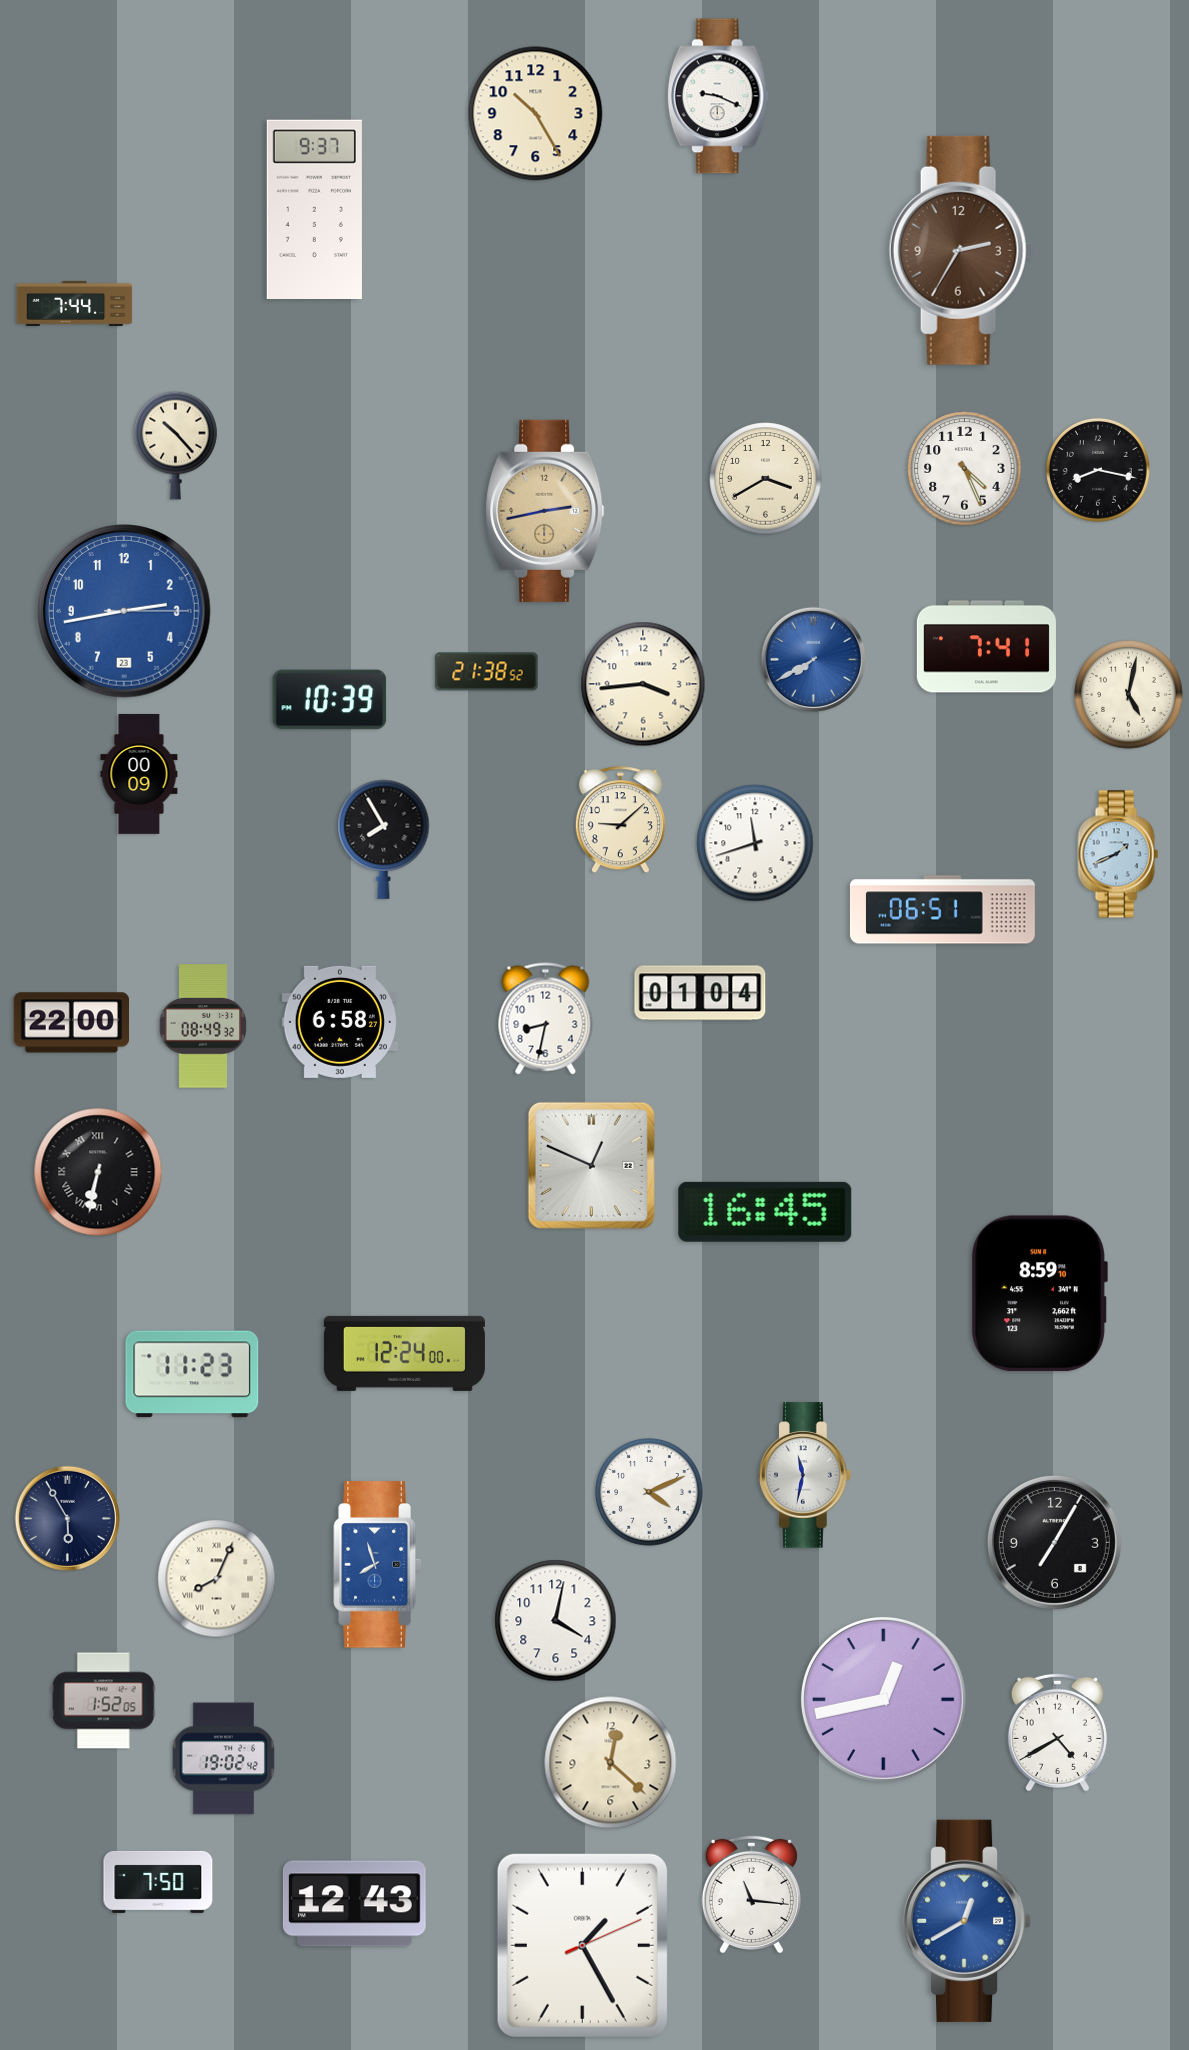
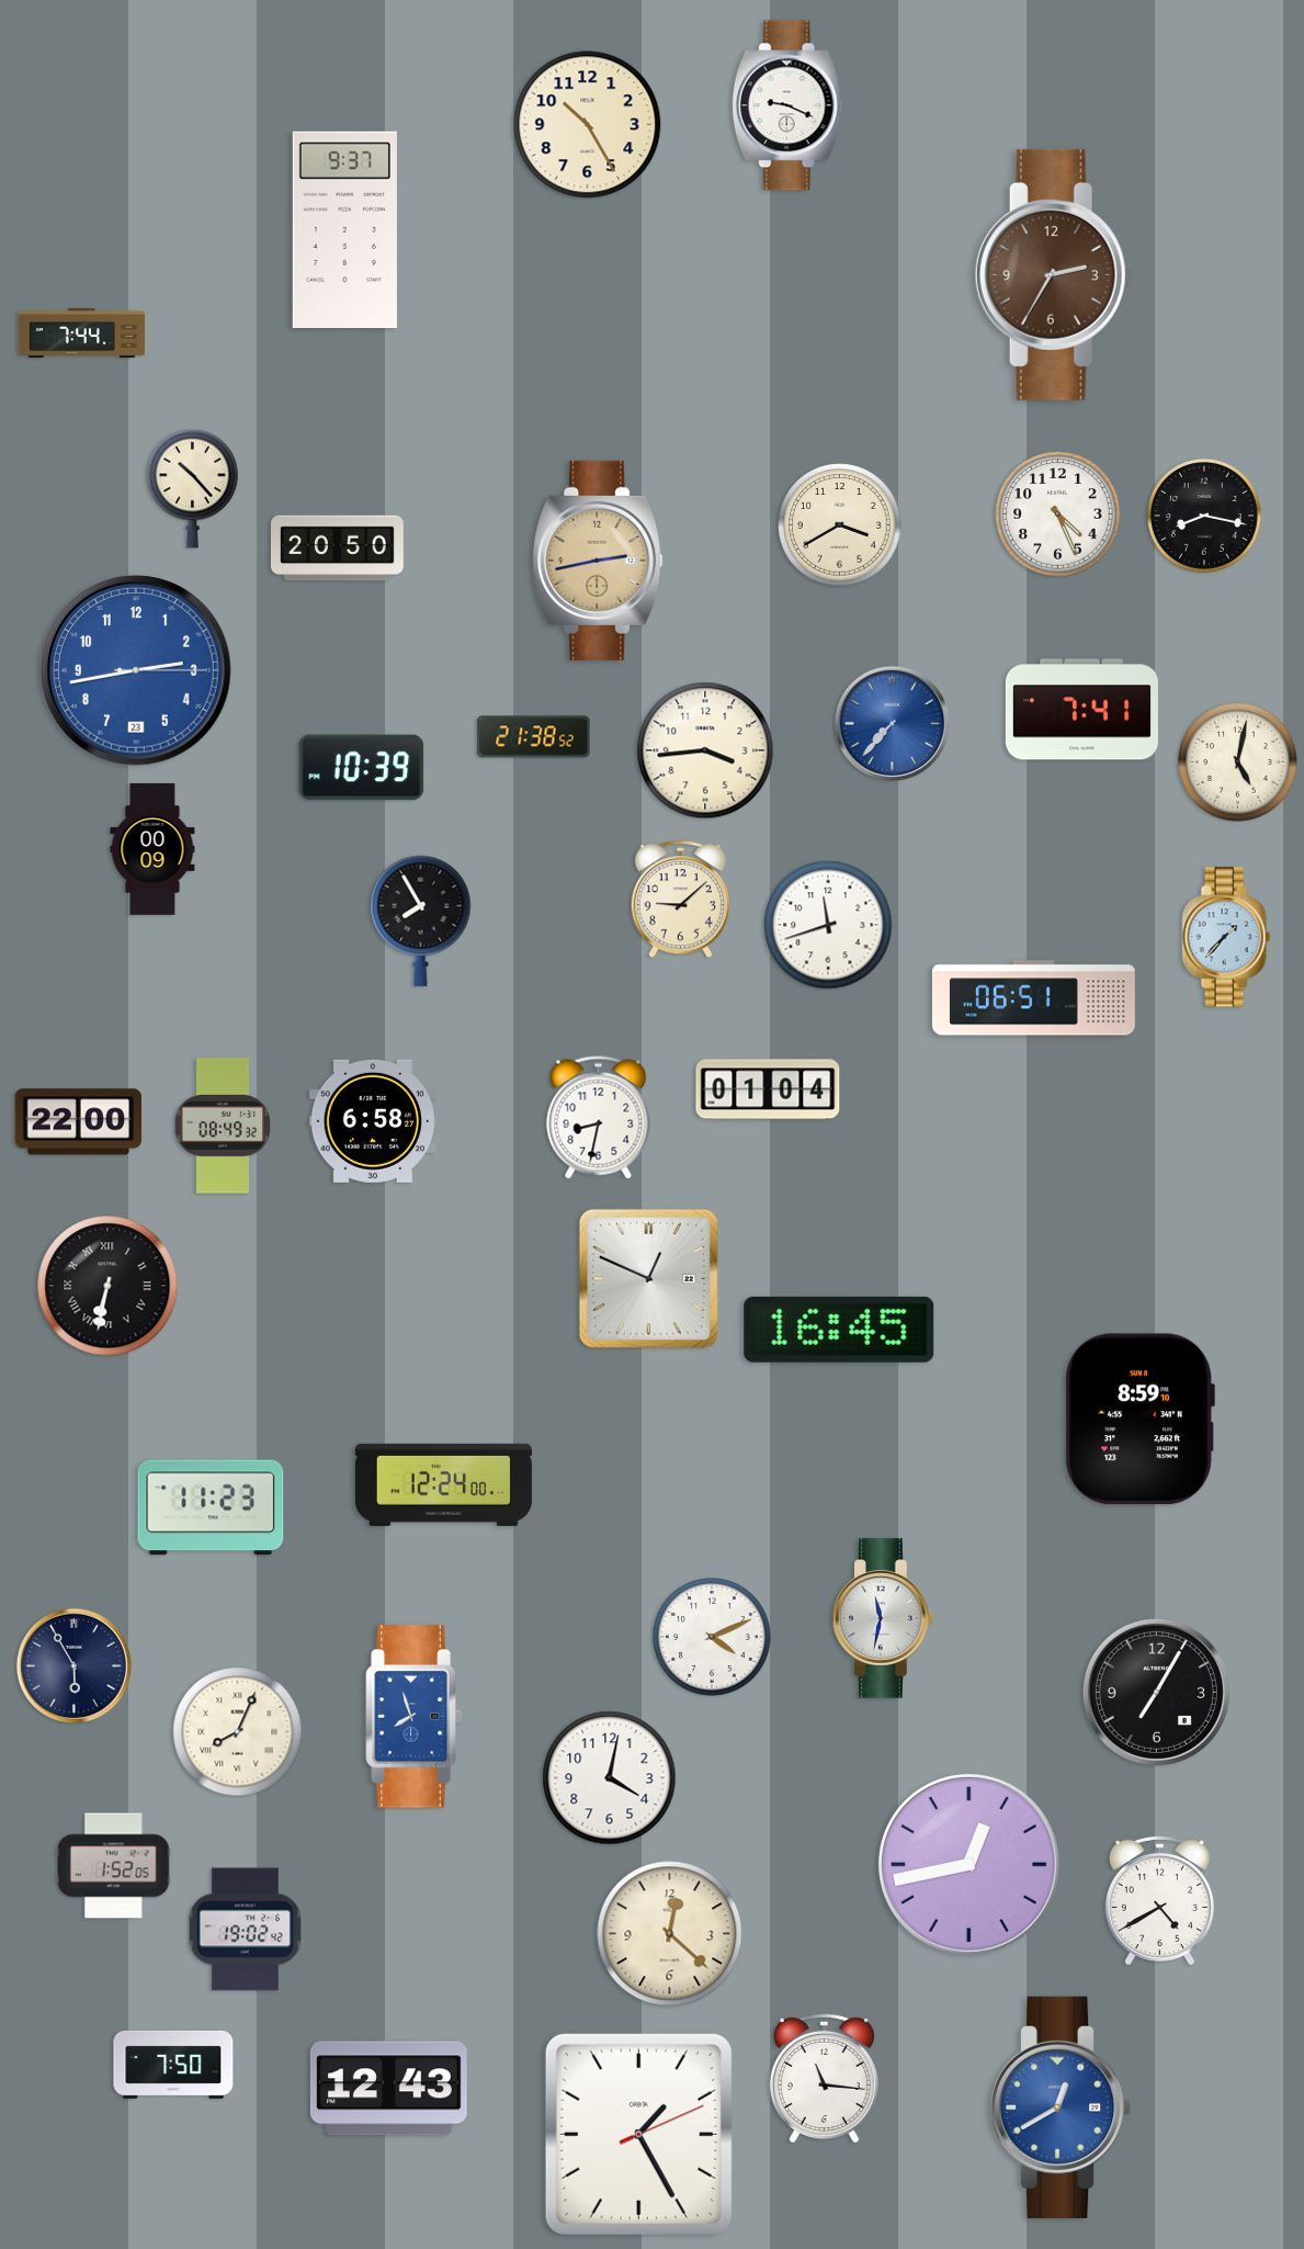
clock at (337, 549): none -> 20:50
clock at (813, 659): 7:40 -> 7:37
clock at (1118, 854): 1:41 -> 1:37
